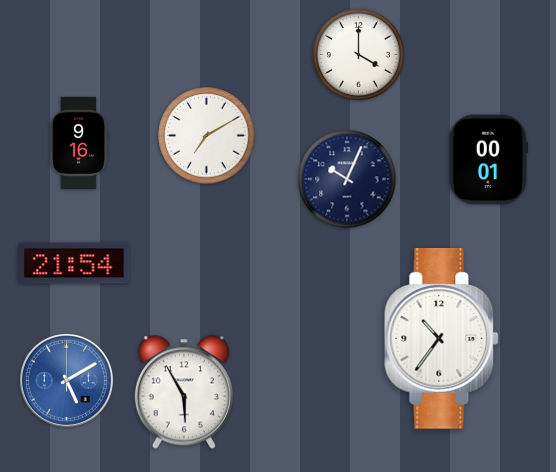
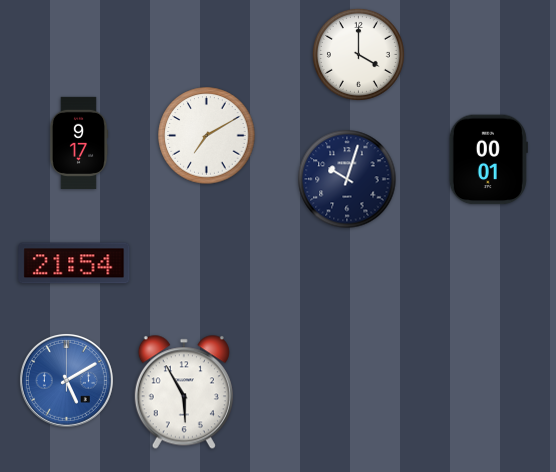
clock at (79, 143): 9:16 -> 9:17
clock at (347, 179): 10:04 -> 10:03
clock at (442, 338): 10:36 -> none
